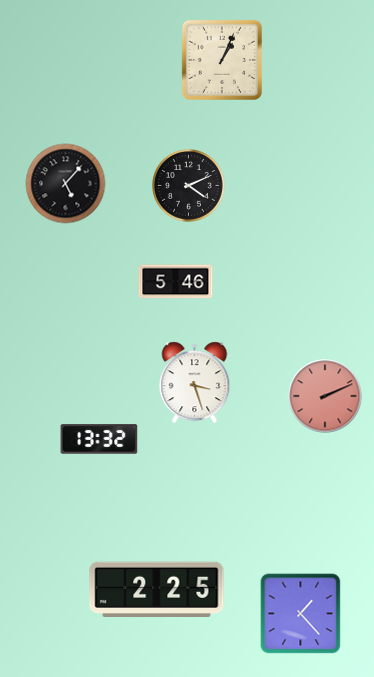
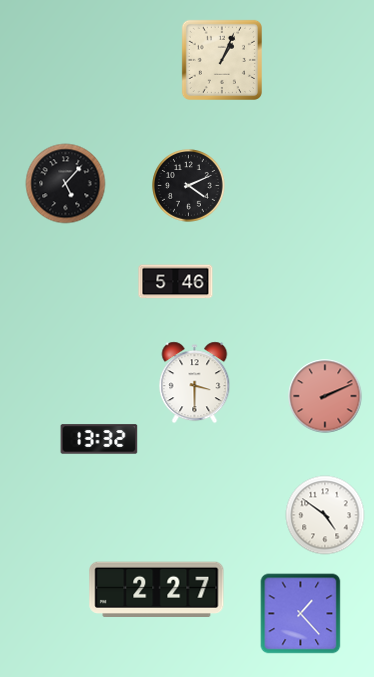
clock at (195, 383): 3:27 -> 3:30
clock at (325, 515): none -> 4:51
clock at (157, 589): 2:25 -> 2:27
